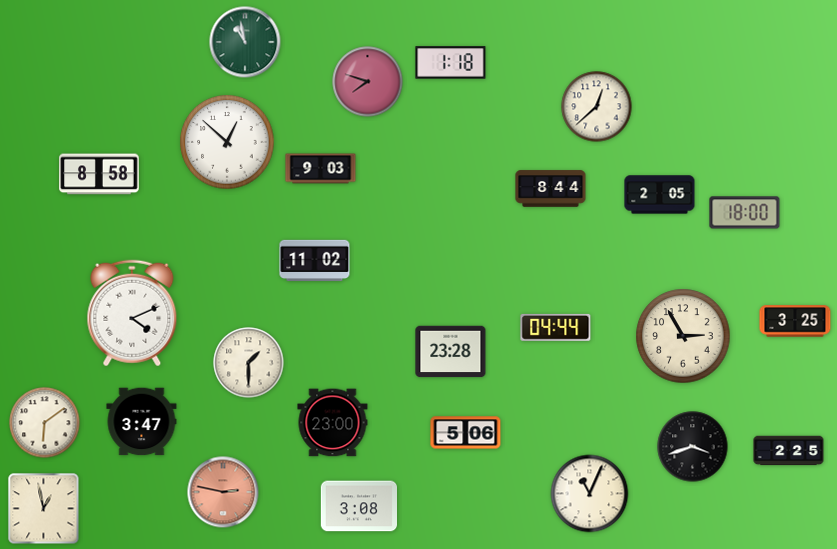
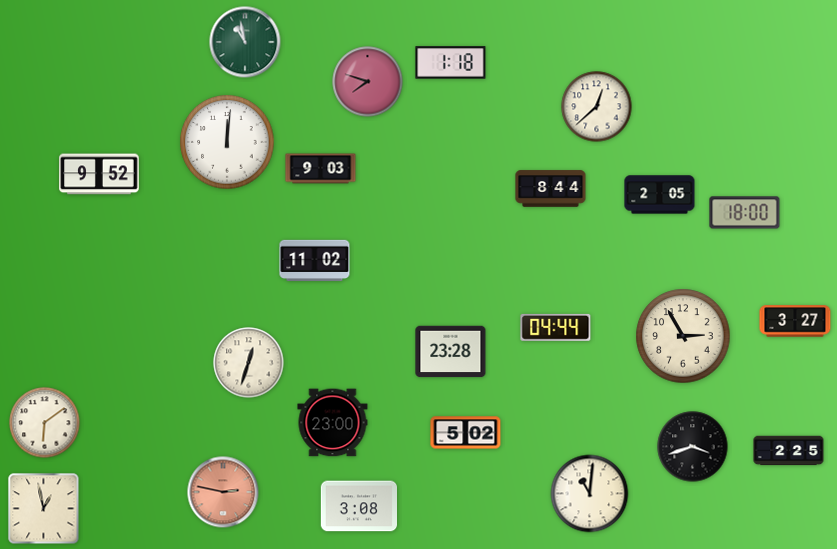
clock at (227, 142): 12:52 -> 12:01
clock at (99, 174): 8:58 -> 9:52
clock at (132, 313): 4:11 -> none
clock at (795, 321): 3:25 -> 3:27
clock at (249, 363): 1:30 -> 12:33
clock at (142, 422): 3:47 -> none
clock at (466, 433): 5:06 -> 5:02
clock at (590, 494): 11:04 -> 11:01
